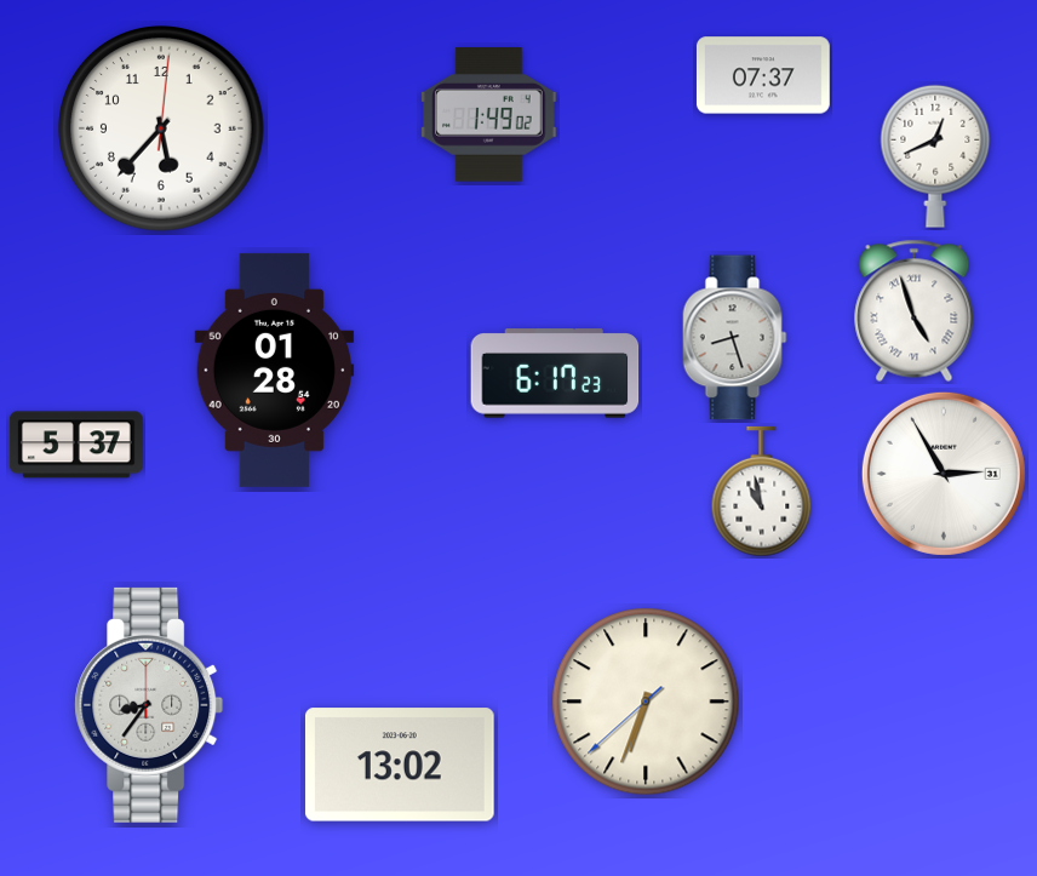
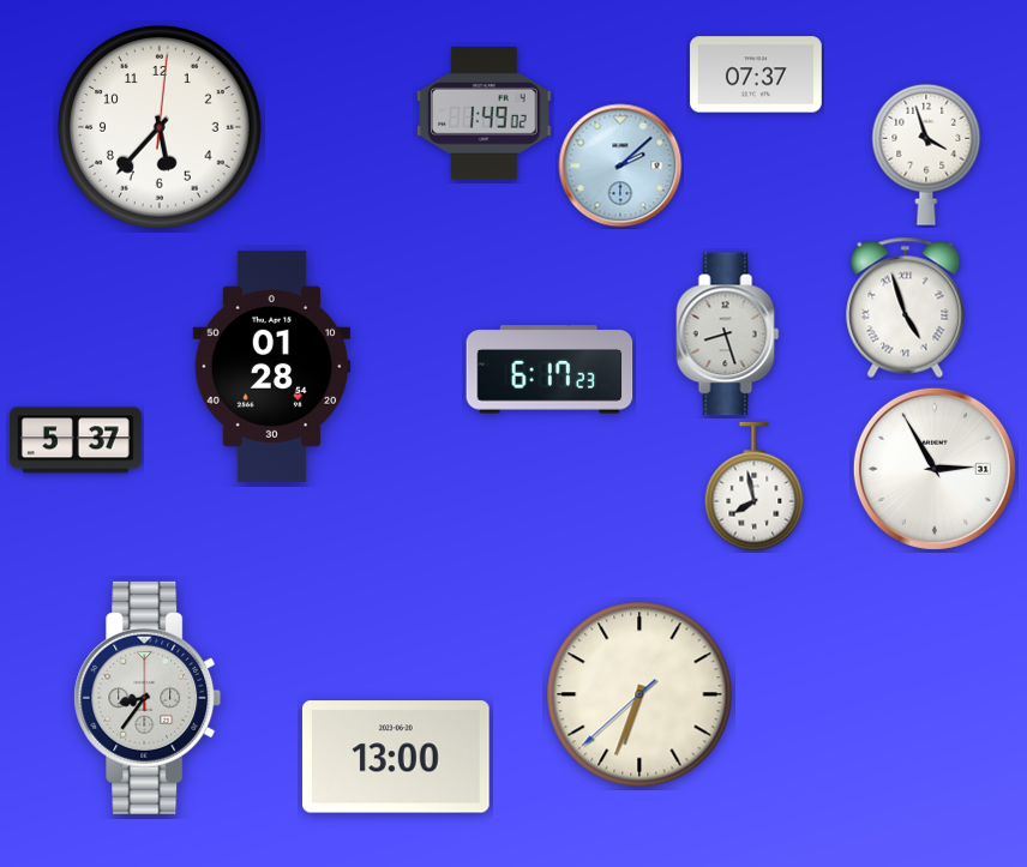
clock at (935, 156): 12:41 -> 3:57
clock at (620, 165): none -> 2:08
clock at (762, 492): 10:58 -> 7:58
clock at (400, 765): 13:02 -> 13:00
